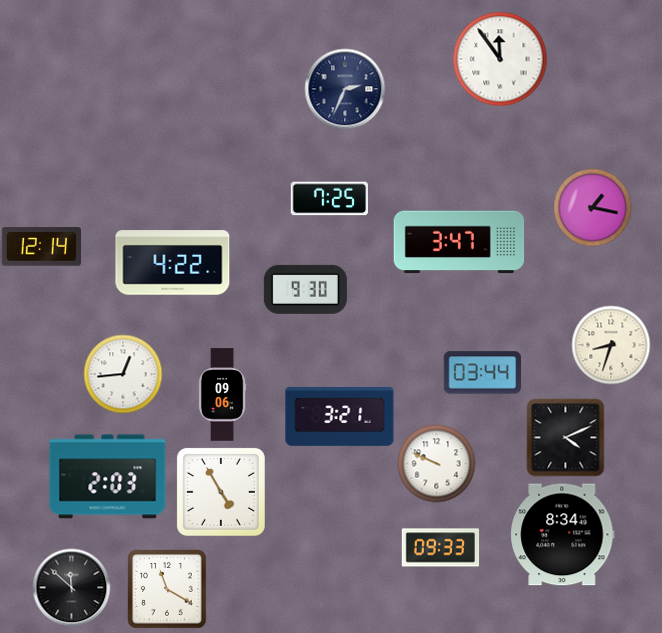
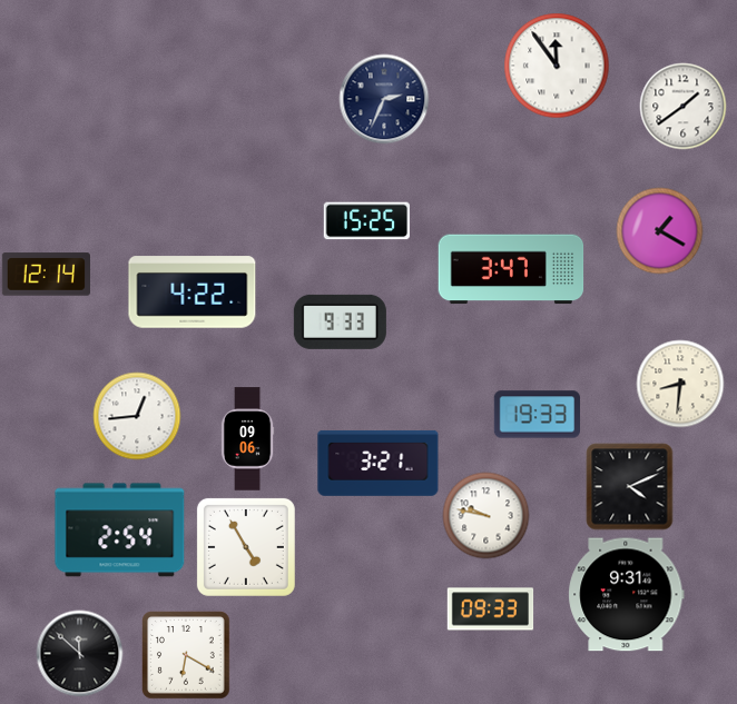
clock at (682, 106): none -> 1:39
clock at (329, 199): 7:25 -> 15:25
clock at (592, 207): 1:17 -> 1:20
clock at (305, 289): 9:30 -> 9:33
clock at (611, 345): 8:33 -> 8:31
clock at (482, 373): 03:44 -> 19:33
clock at (436, 463): 9:49 -> 9:47
clock at (108, 477): 2:03 -> 2:54
clock at (563, 535): 8:34 -> 9:31
clock at (167, 589): 11:20 -> 6:20
